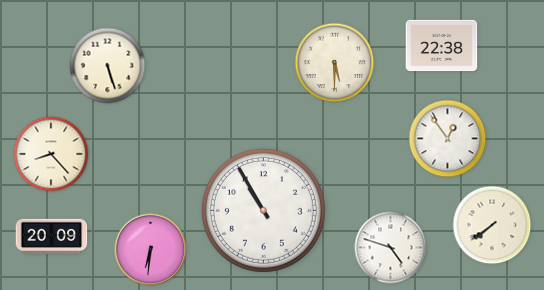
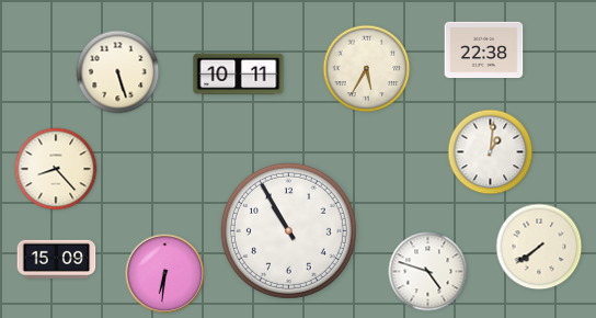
clock at (335, 63): 5:30 -> 5:35
clock at (239, 75): none -> 10:11
clock at (448, 139): 12:54 -> 1:01
clock at (52, 237): 20:09 -> 15:09
